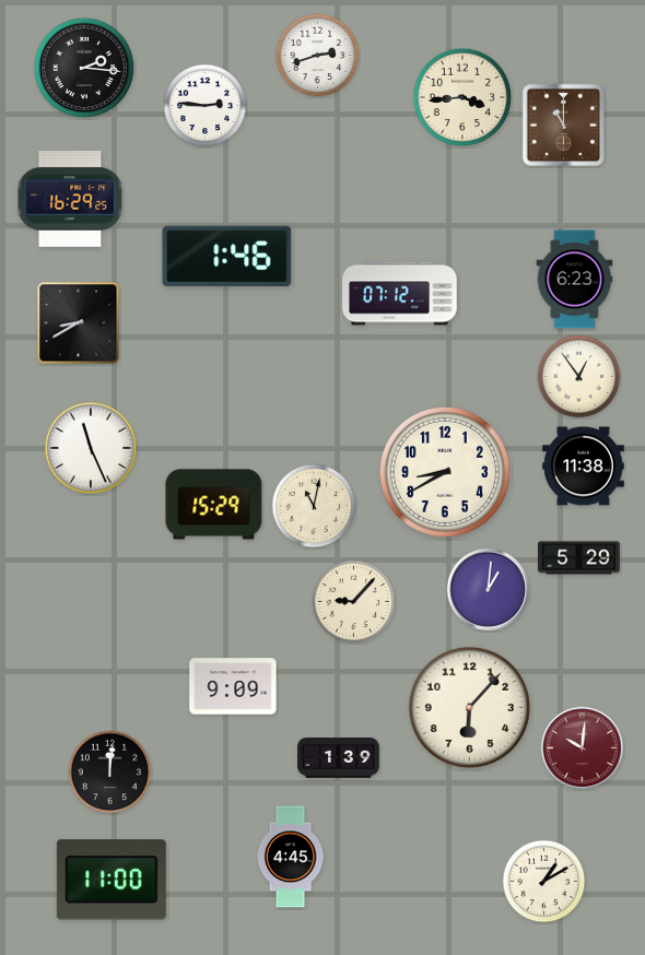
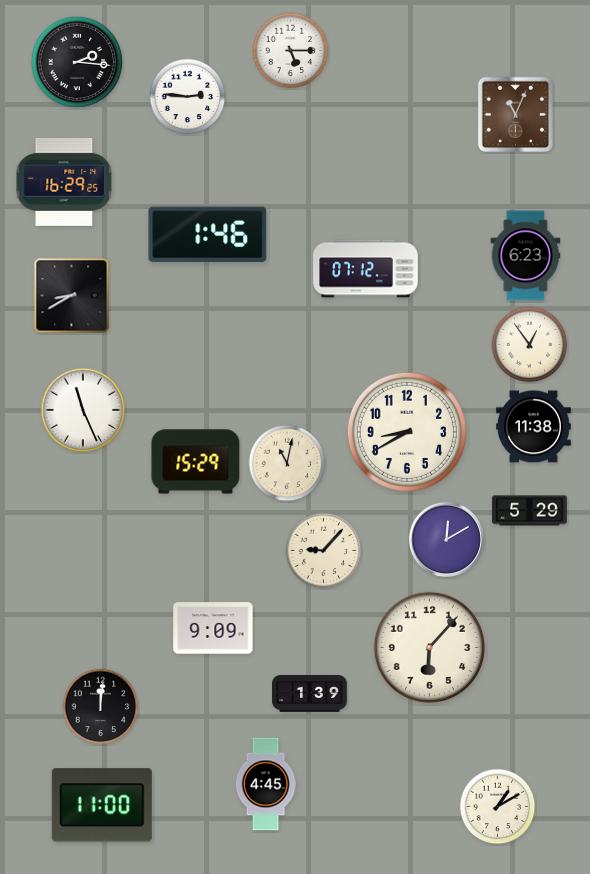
clock at (318, 56): 2:42 -> 5:15
clock at (462, 97): 3:44 -> none
clock at (563, 125): 11:00 -> 11:04
clock at (488, 589): 1:01 -> 12:10
clock at (582, 747): 10:01 -> none
